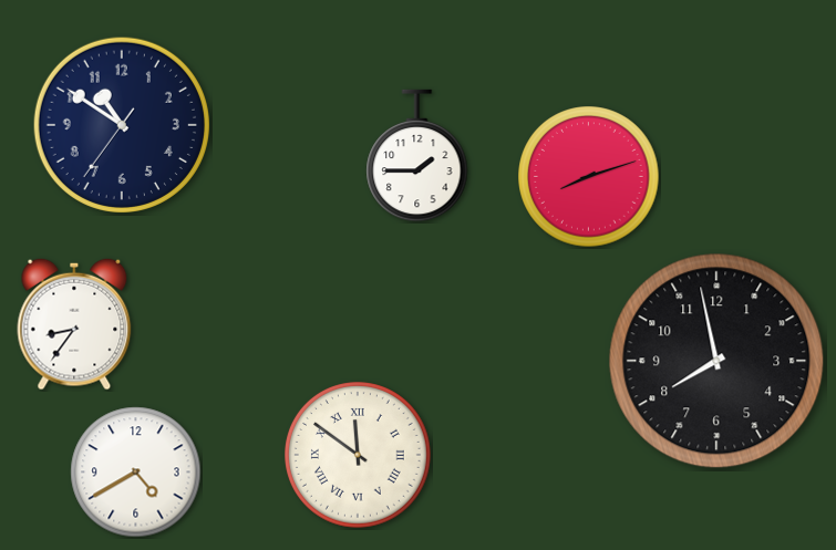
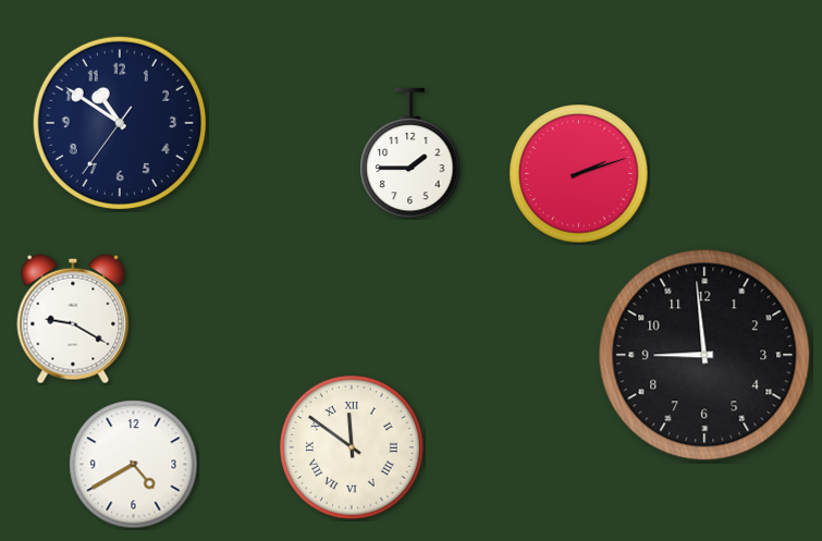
clock at (589, 177): 8:12 -> 2:12
clock at (74, 324): 8:36 -> 9:20
clock at (716, 361): 7:58 -> 8:59
